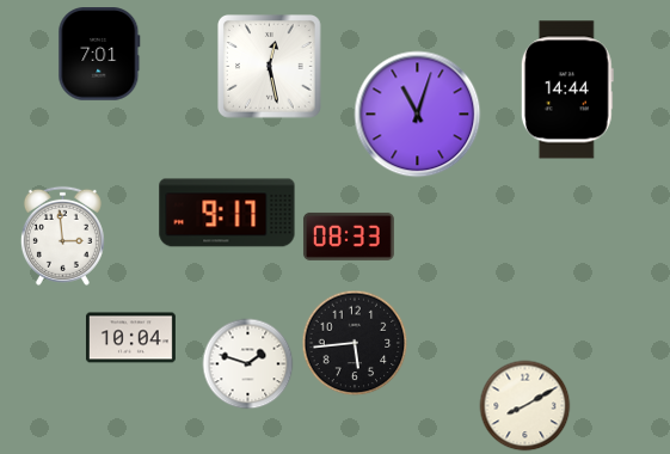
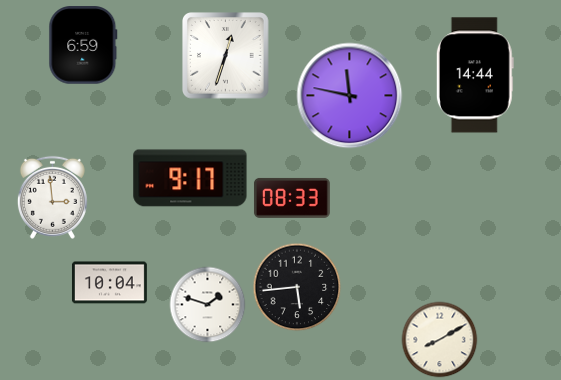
clock at (99, 54): 7:01 -> 6:59
clock at (270, 67): 12:28 -> 12:33
clock at (418, 115): 11:03 -> 11:47
